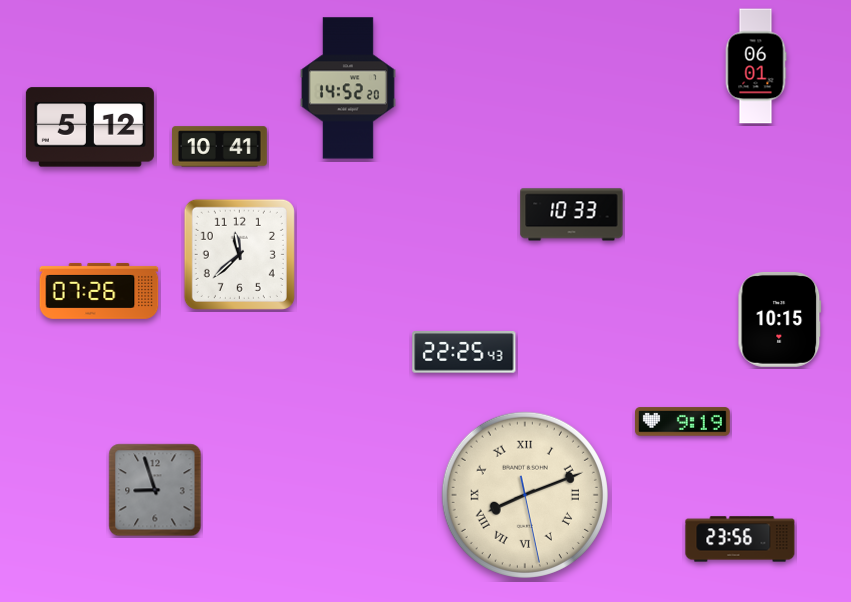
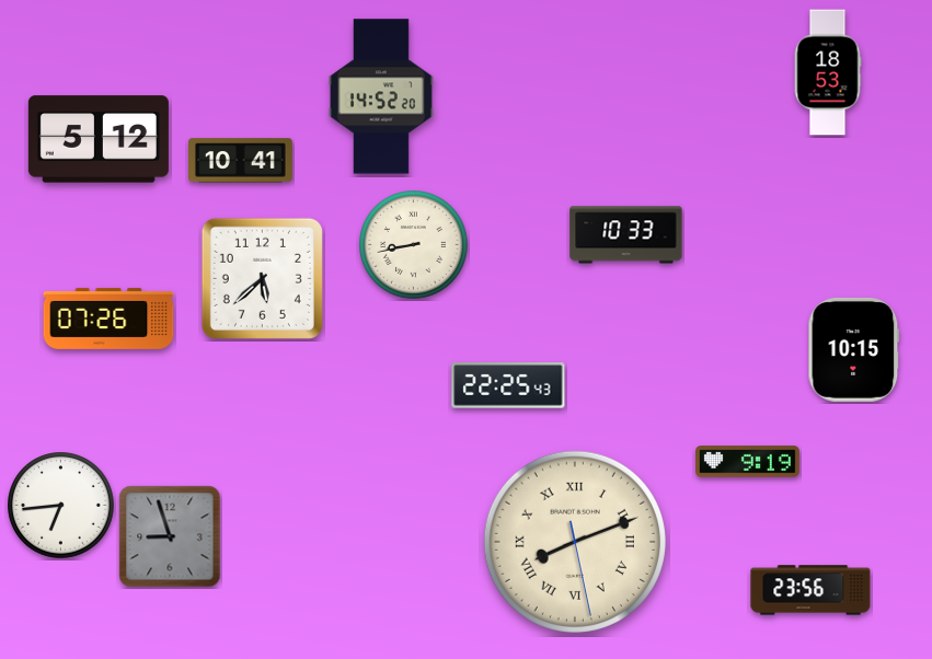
clock at (756, 66): 06:01 -> 18:53
clock at (414, 245): none -> 8:43
clock at (239, 254): 11:38 -> 5:38
clock at (61, 506): none -> 6:44
